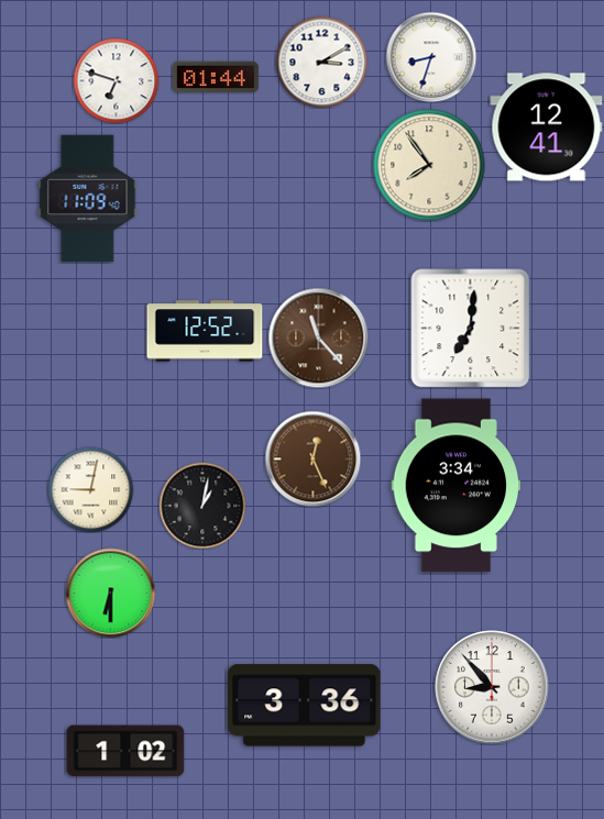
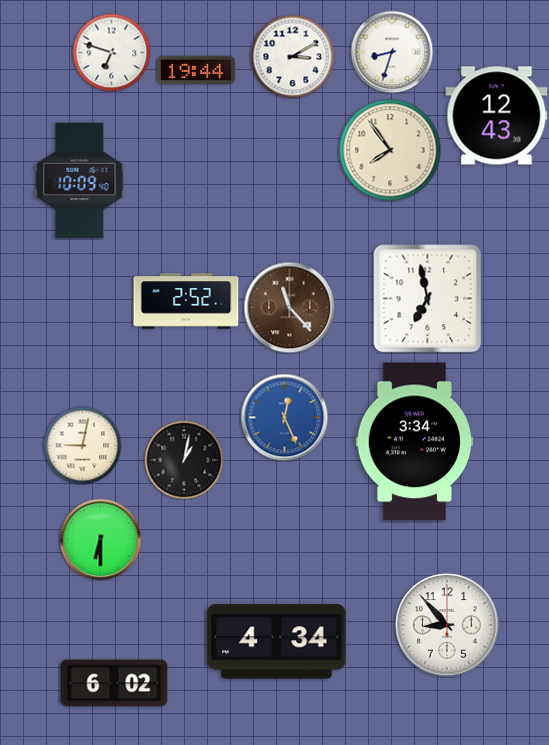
clock at (216, 76): 01:44 -> 19:44
clock at (116, 80) position: (116, 80) -> (111, 52)
clock at (547, 128): 12:41 -> 12:43
clock at (88, 199): 11:09 -> 10:09
clock at (471, 329): 7:01 -> 6:58
clock at (205, 331): 12:52 -> 2:52
clock at (312, 458) dial: brown -> blue
clock at (305, 706): 3:36 -> 4:34
clock at (125, 751): 1:02 -> 6:02
